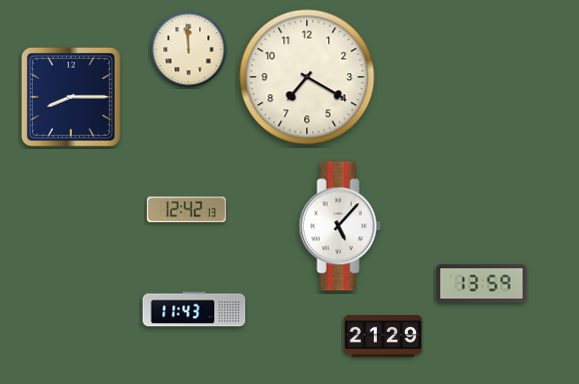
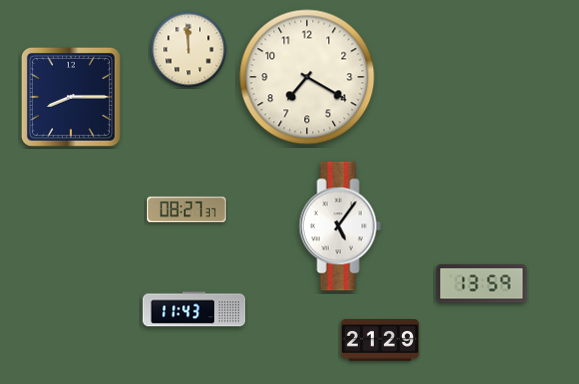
clock at (186, 210): 12:42 -> 08:27
clock at (340, 226): 5:07 -> 5:06
clock at (383, 337) position: (383, 337) -> (380, 341)
